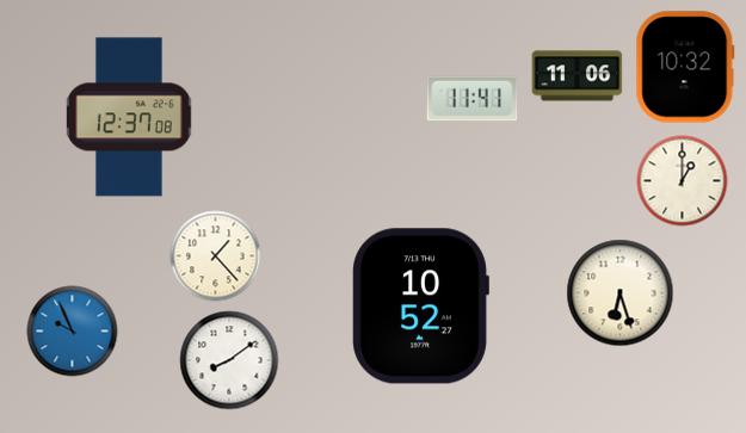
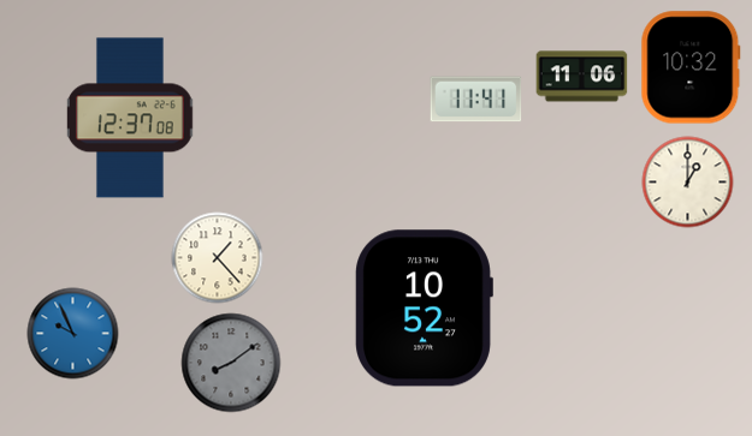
clock at (621, 293): 6:27 -> none
clock at (229, 360) dial: white -> grey
